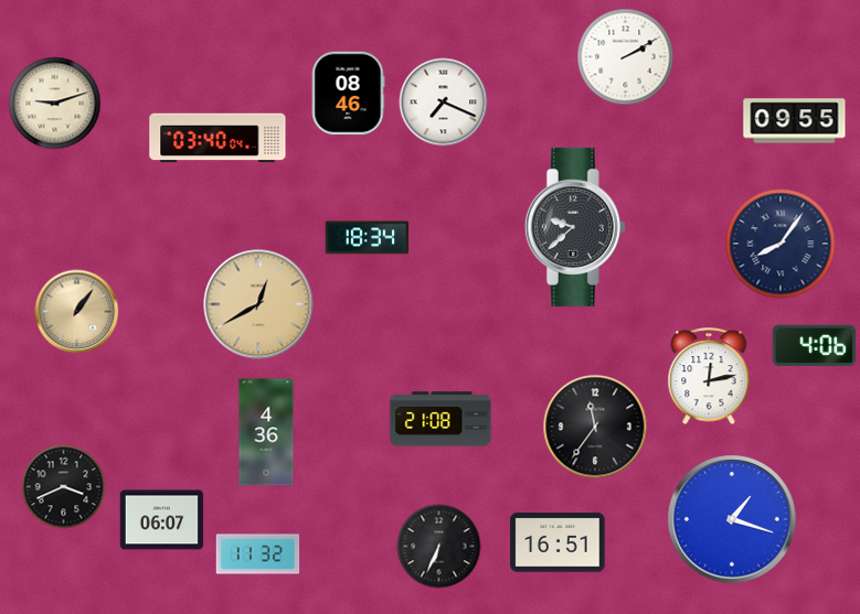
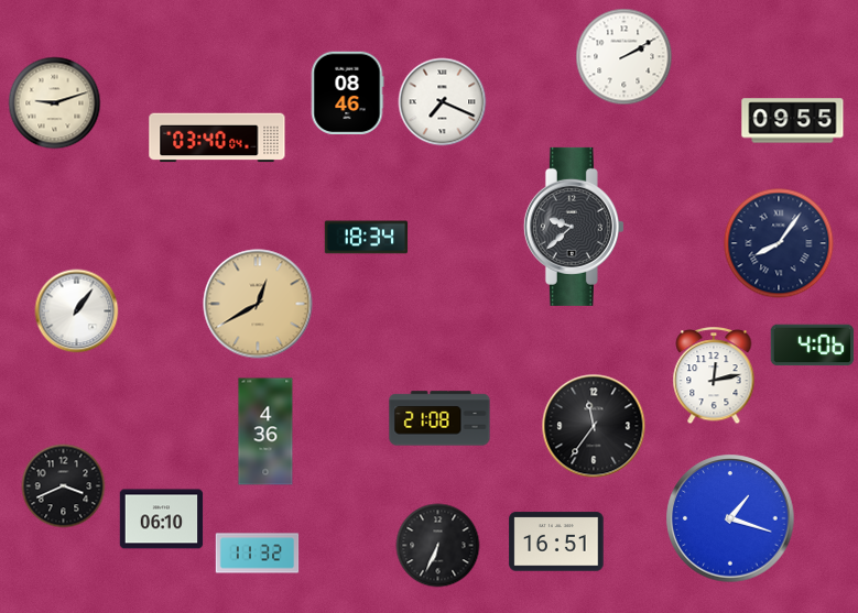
clock at (77, 312) dial: champagne -> white
clock at (709, 377) position: (709, 377) -> (714, 376)
clock at (162, 520): 06:07 -> 06:10
